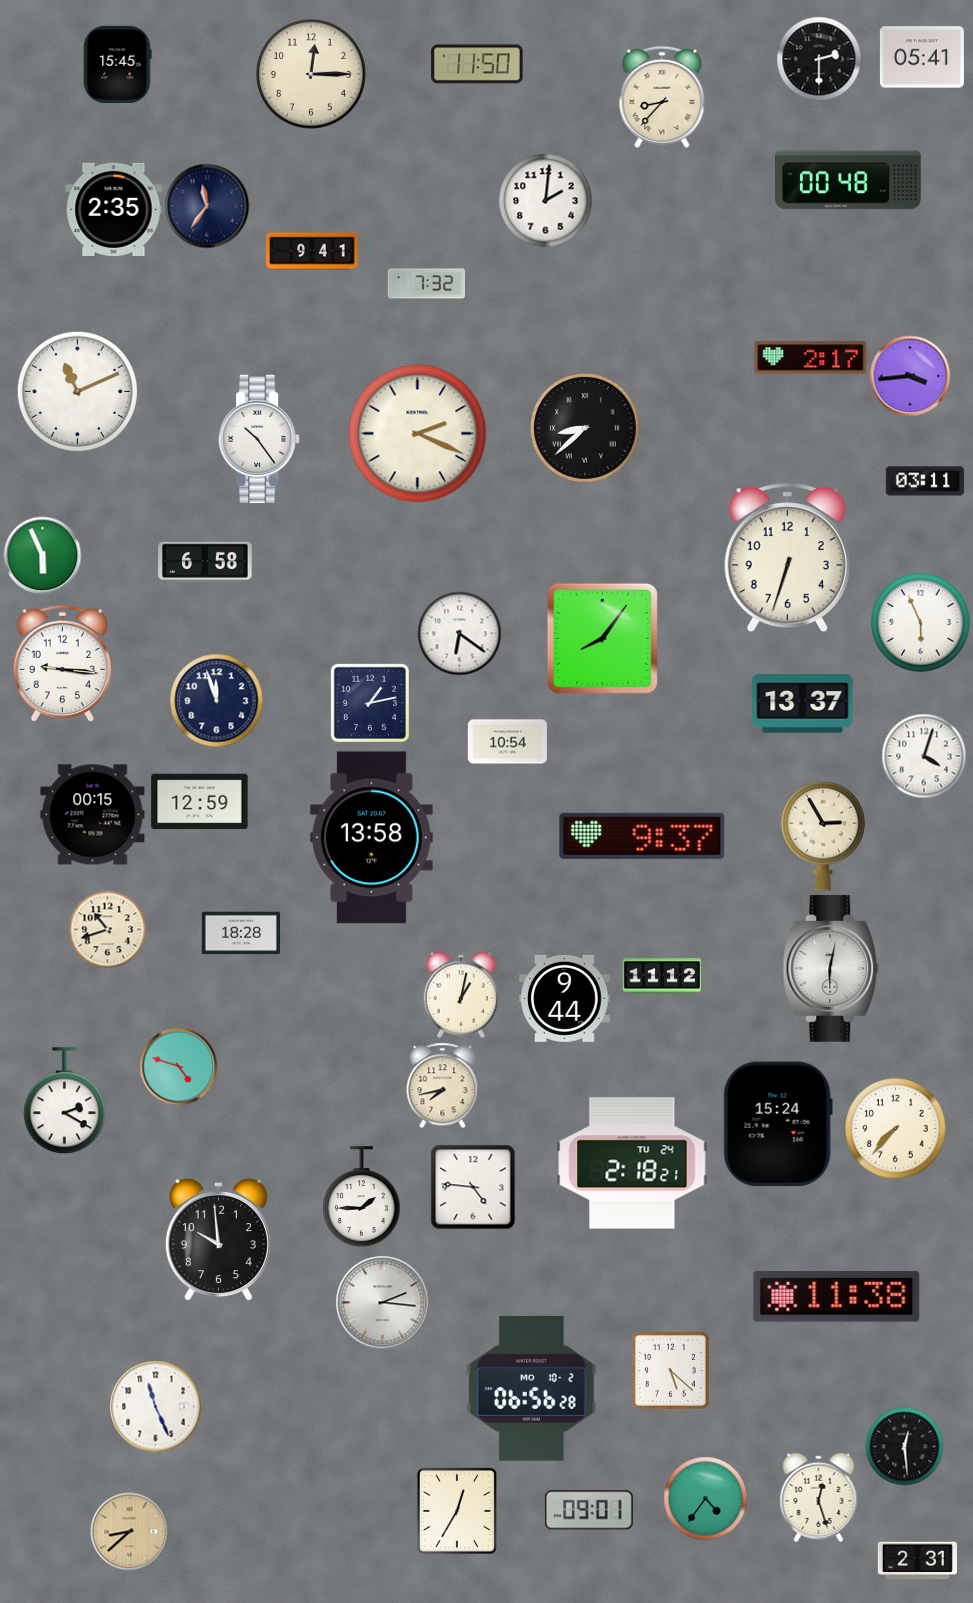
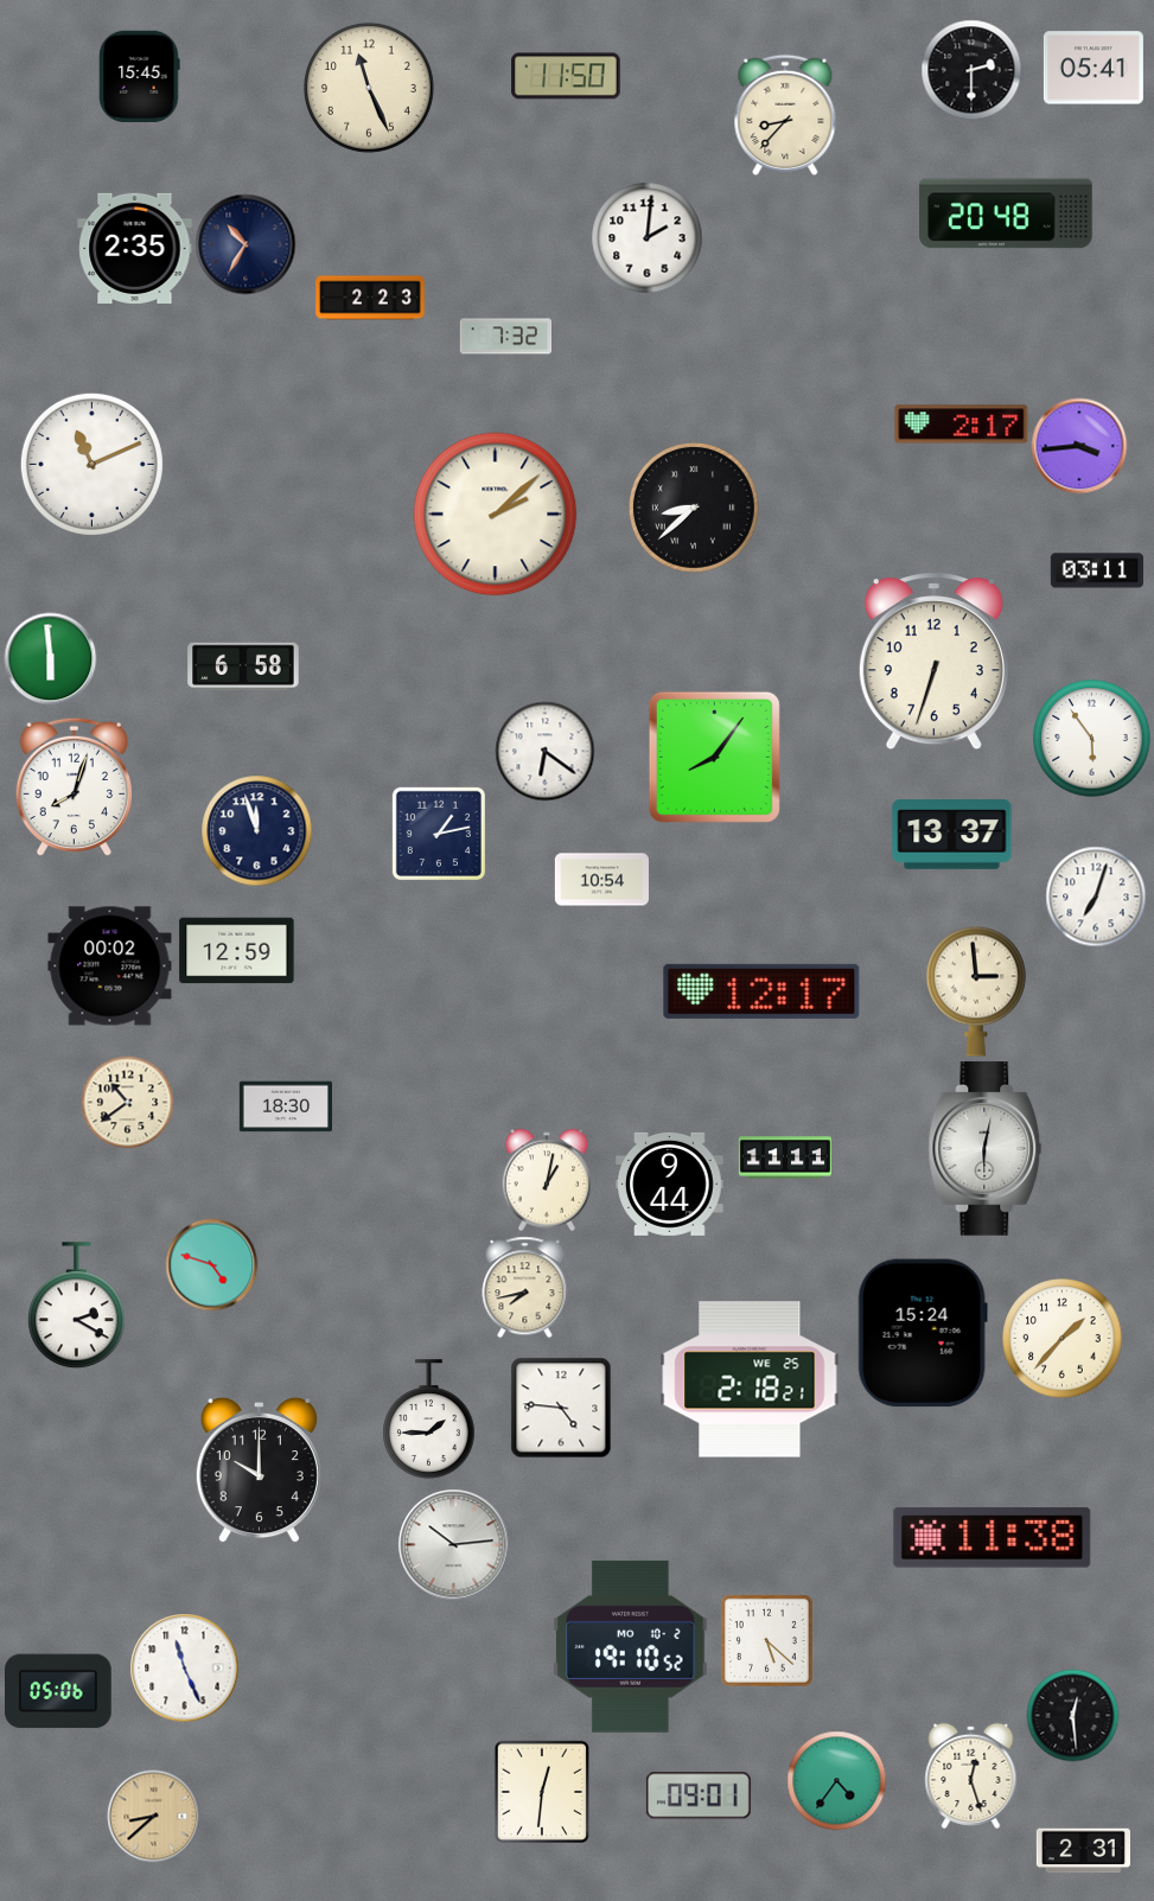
clock at (311, 74): 12:15 -> 11:26
clock at (848, 180): 00:48 -> 20:48
clock at (207, 206): 11:36 -> 10:35
clock at (312, 251): 9:41 -> 2:23
clock at (418, 434): 2:19 -> 2:08
clock at (259, 439): 10:24 -> none
clock at (42, 555): 5:56 -> 5:59
clock at (921, 623): 5:56 -> 5:54
clock at (63, 663): 9:16 -> 8:03
clock at (924, 756): 4:03 -> 7:03
clock at (93, 815): 00:15 -> 00:02
clock at (642, 836): 9:37 -> 12:17
clock at (823, 836): 2:55 -> 2:59
clock at (371, 838): 13:58 -> none
clock at (107, 929): 10:42 -> 10:39
clock at (240, 933): 18:28 -> 18:30
clock at (661, 976): 11:12 -> 11:11
clock at (896, 1129): 7:37 -> 1:37
clock at (632, 1163) date: TU 24 -> WE 25
clock at (218, 1239): 9:59 -> 10:00
clock at (382, 1302): 2:16 -> 10:14
clock at (670, 1370) position: (670, 1370) -> (766, 1640)
clock at (532, 1388): 06:56 -> 19:10
clock at (59, 1691): none -> 05:06
clock at (705, 1498) position: (705, 1498) -> (836, 1780)
clock at (589, 1510) position: (589, 1510) -> (699, 1795)
clock at (457, 1511): 12:35 -> 12:31
clock at (917, 1561) position: (917, 1561) -> (1083, 1851)
